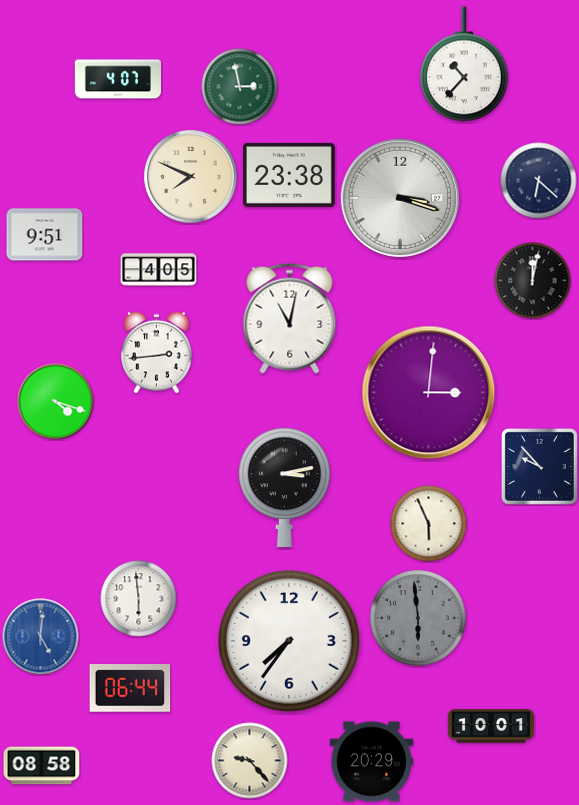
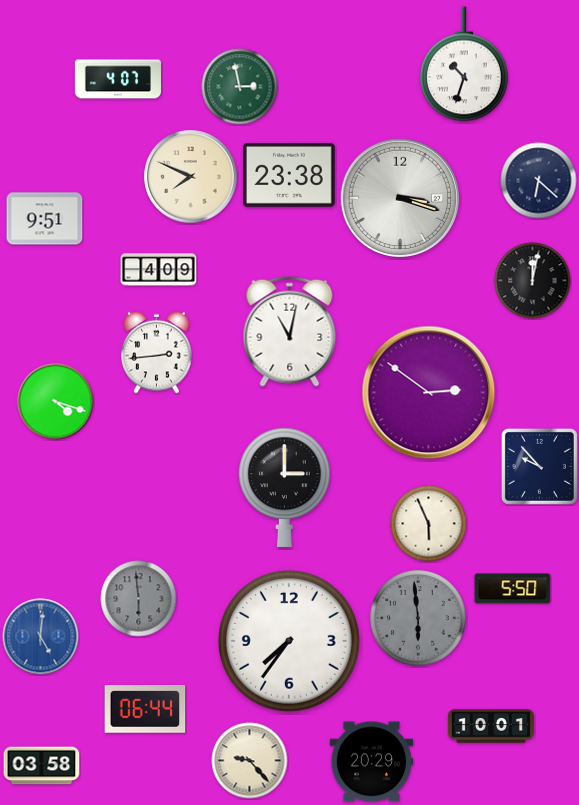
clock at (464, 64): 10:37 -> 10:33
clock at (45, 235) position: (45, 235) -> (45, 219)
clock at (159, 270): 4:05 -> 4:09
clock at (290, 318) position: (290, 318) -> (290, 331)
clock at (429, 393): 3:01 -> 2:51
clock at (285, 487): 3:13 -> 3:00
clock at (513, 589): none -> 5:50
clock at (139, 599) dial: white -> grey
clock at (130, 689) position: (130, 689) -> (145, 710)
clock at (42, 766): 08:58 -> 03:58
